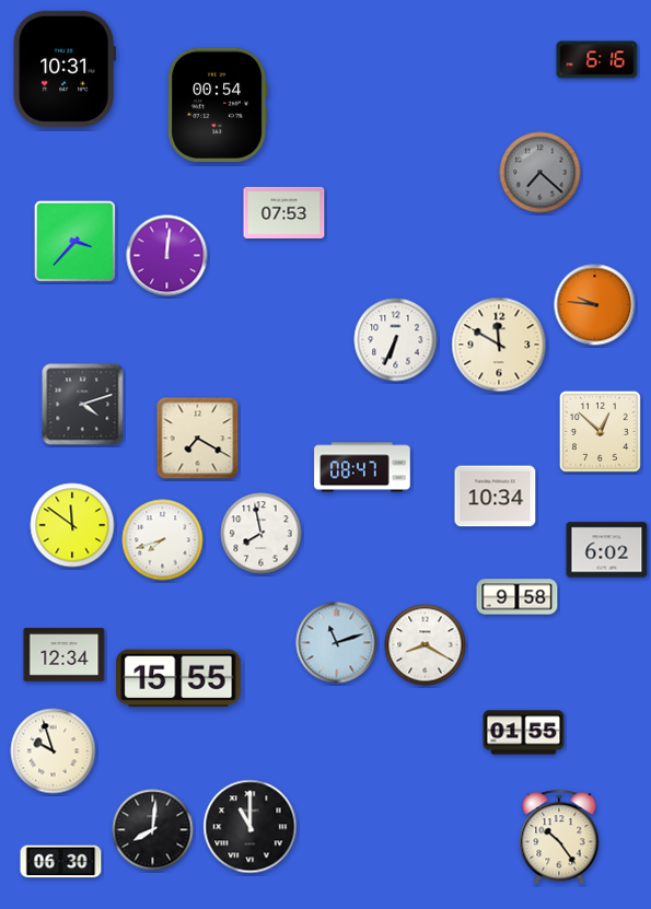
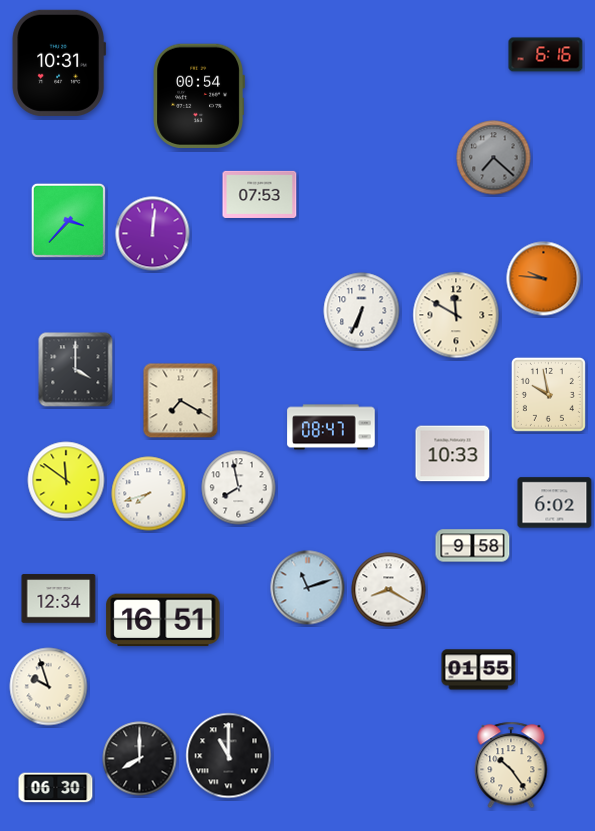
clock at (83, 405): 4:12 -> 4:00
clock at (600, 431): 12:52 -> 9:58
clock at (496, 497): 10:34 -> 10:33
clock at (178, 678): 15:55 -> 16:51
clock at (153, 830): 8:01 -> 8:00
